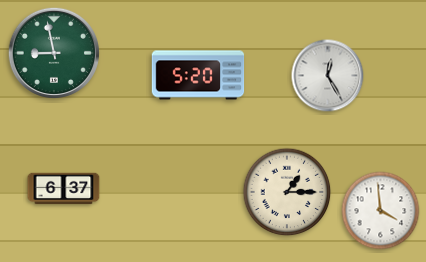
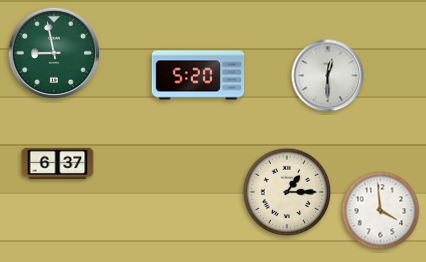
clock at (328, 76): 12:25 -> 12:30
clock at (64, 189) position: (64, 189) -> (58, 164)
